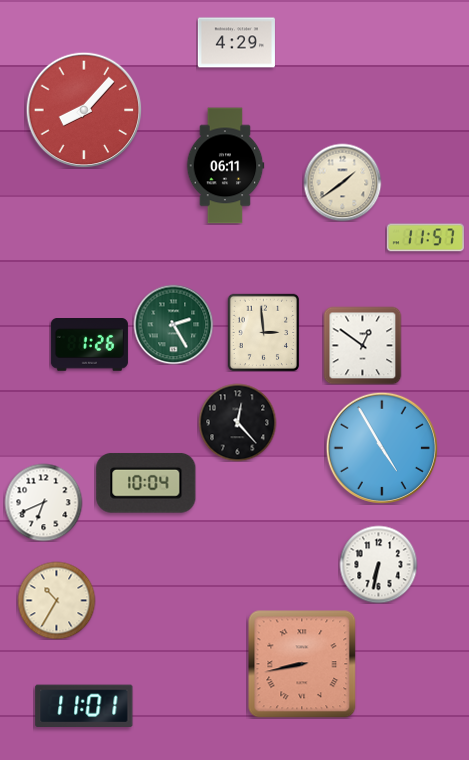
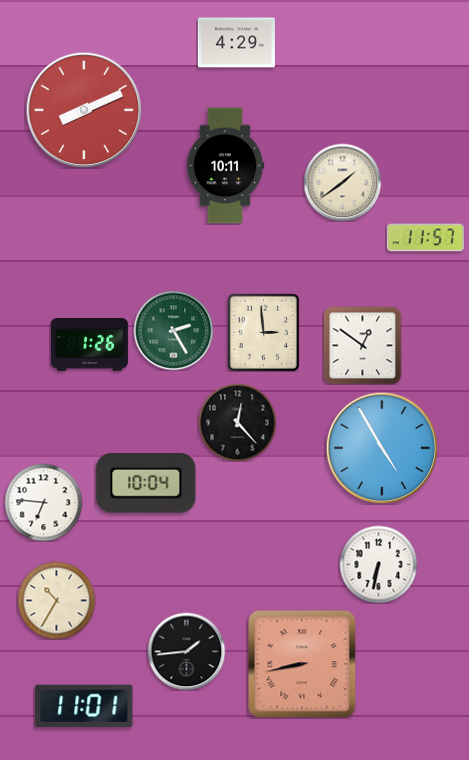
clock at (84, 110): 8:07 -> 8:11
clock at (225, 166): 06:11 -> 10:11
clock at (173, 324) position: (173, 324) -> (173, 330)
clock at (43, 502): 6:41 -> 6:46
clock at (186, 651): none -> 1:44
